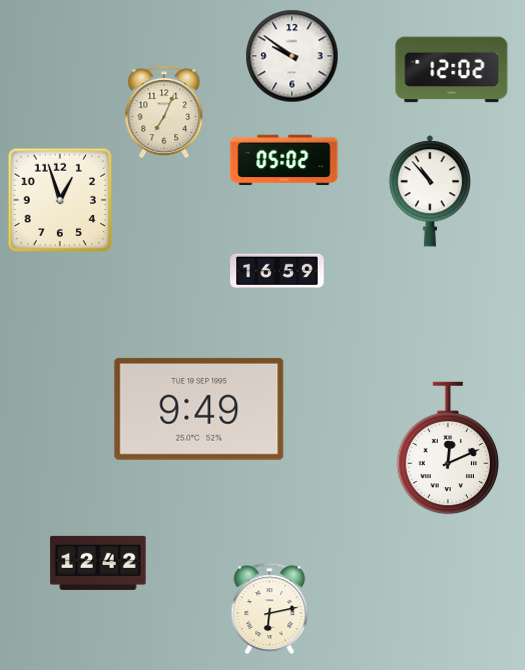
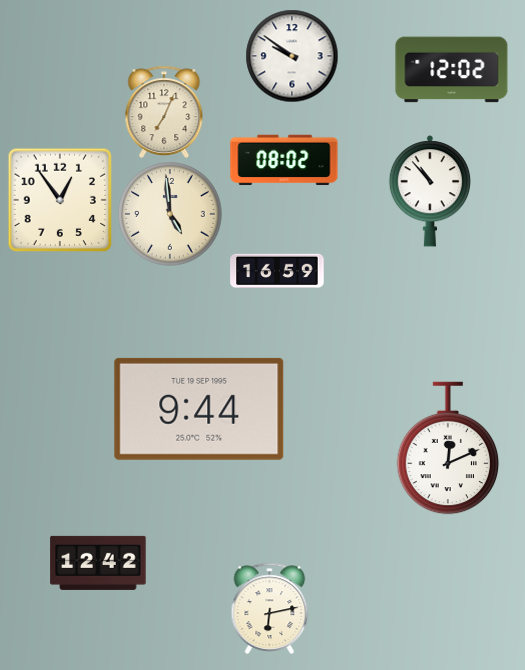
clock at (284, 160): 05:02 -> 08:02
clock at (60, 200): 12:57 -> 12:54
clock at (170, 214): none -> 4:59
clock at (199, 409): 9:49 -> 9:44
